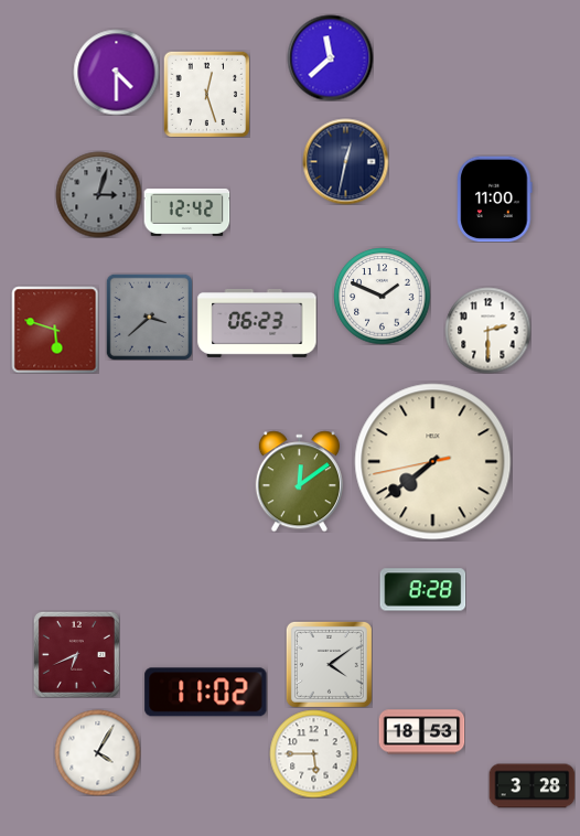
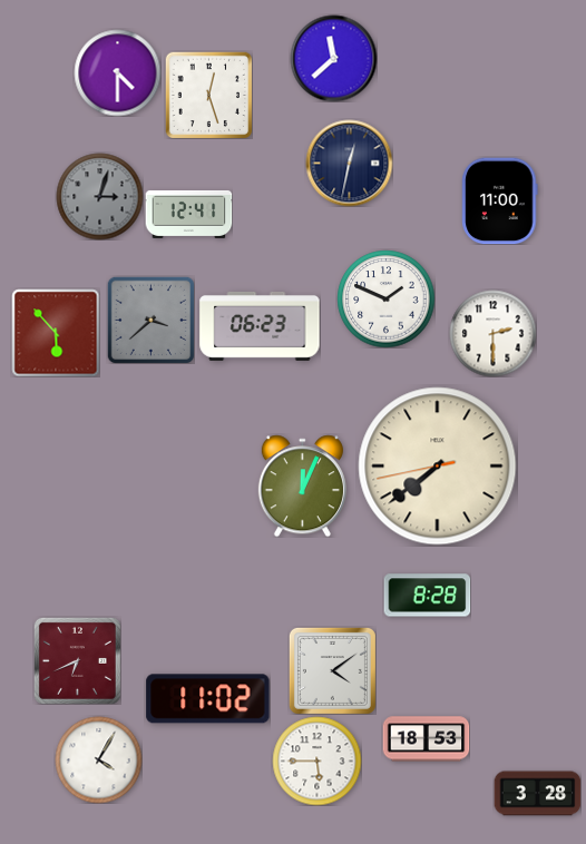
clock at (186, 212): 12:42 -> 12:41
clock at (55, 330): 5:48 -> 5:53
clock at (299, 481): 12:09 -> 12:04
